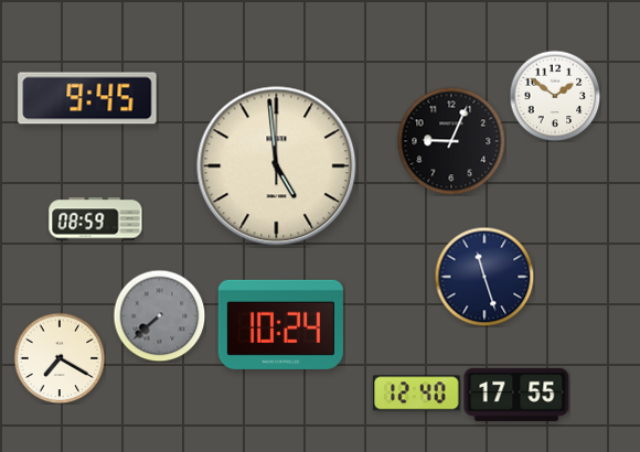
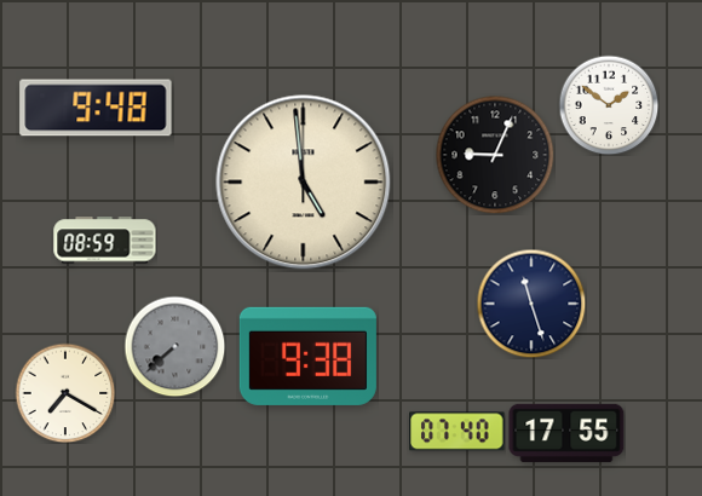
clock at (87, 98): 9:45 -> 9:48
clock at (280, 324): 10:24 -> 9:38
clock at (417, 394): 12:40 -> 07:40
